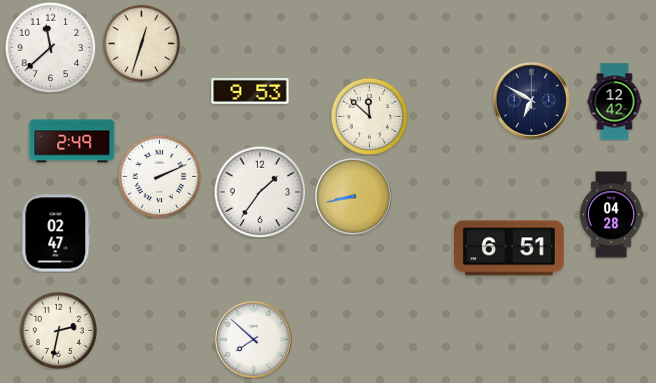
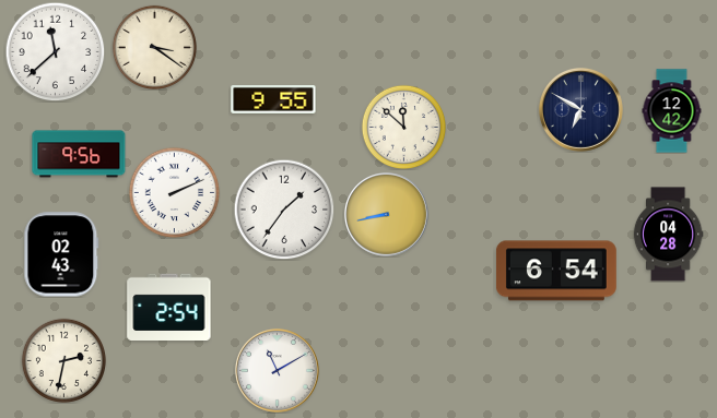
clock at (141, 43): 12:33 -> 3:21
clock at (250, 91): 9:53 -> 9:55
clock at (72, 141): 2:49 -> 9:56
clock at (56, 233): 02:47 -> 02:43
clock at (509, 248): 6:51 -> 6:54
clock at (169, 307): none -> 2:54
clock at (253, 339): 7:52 -> 11:10
